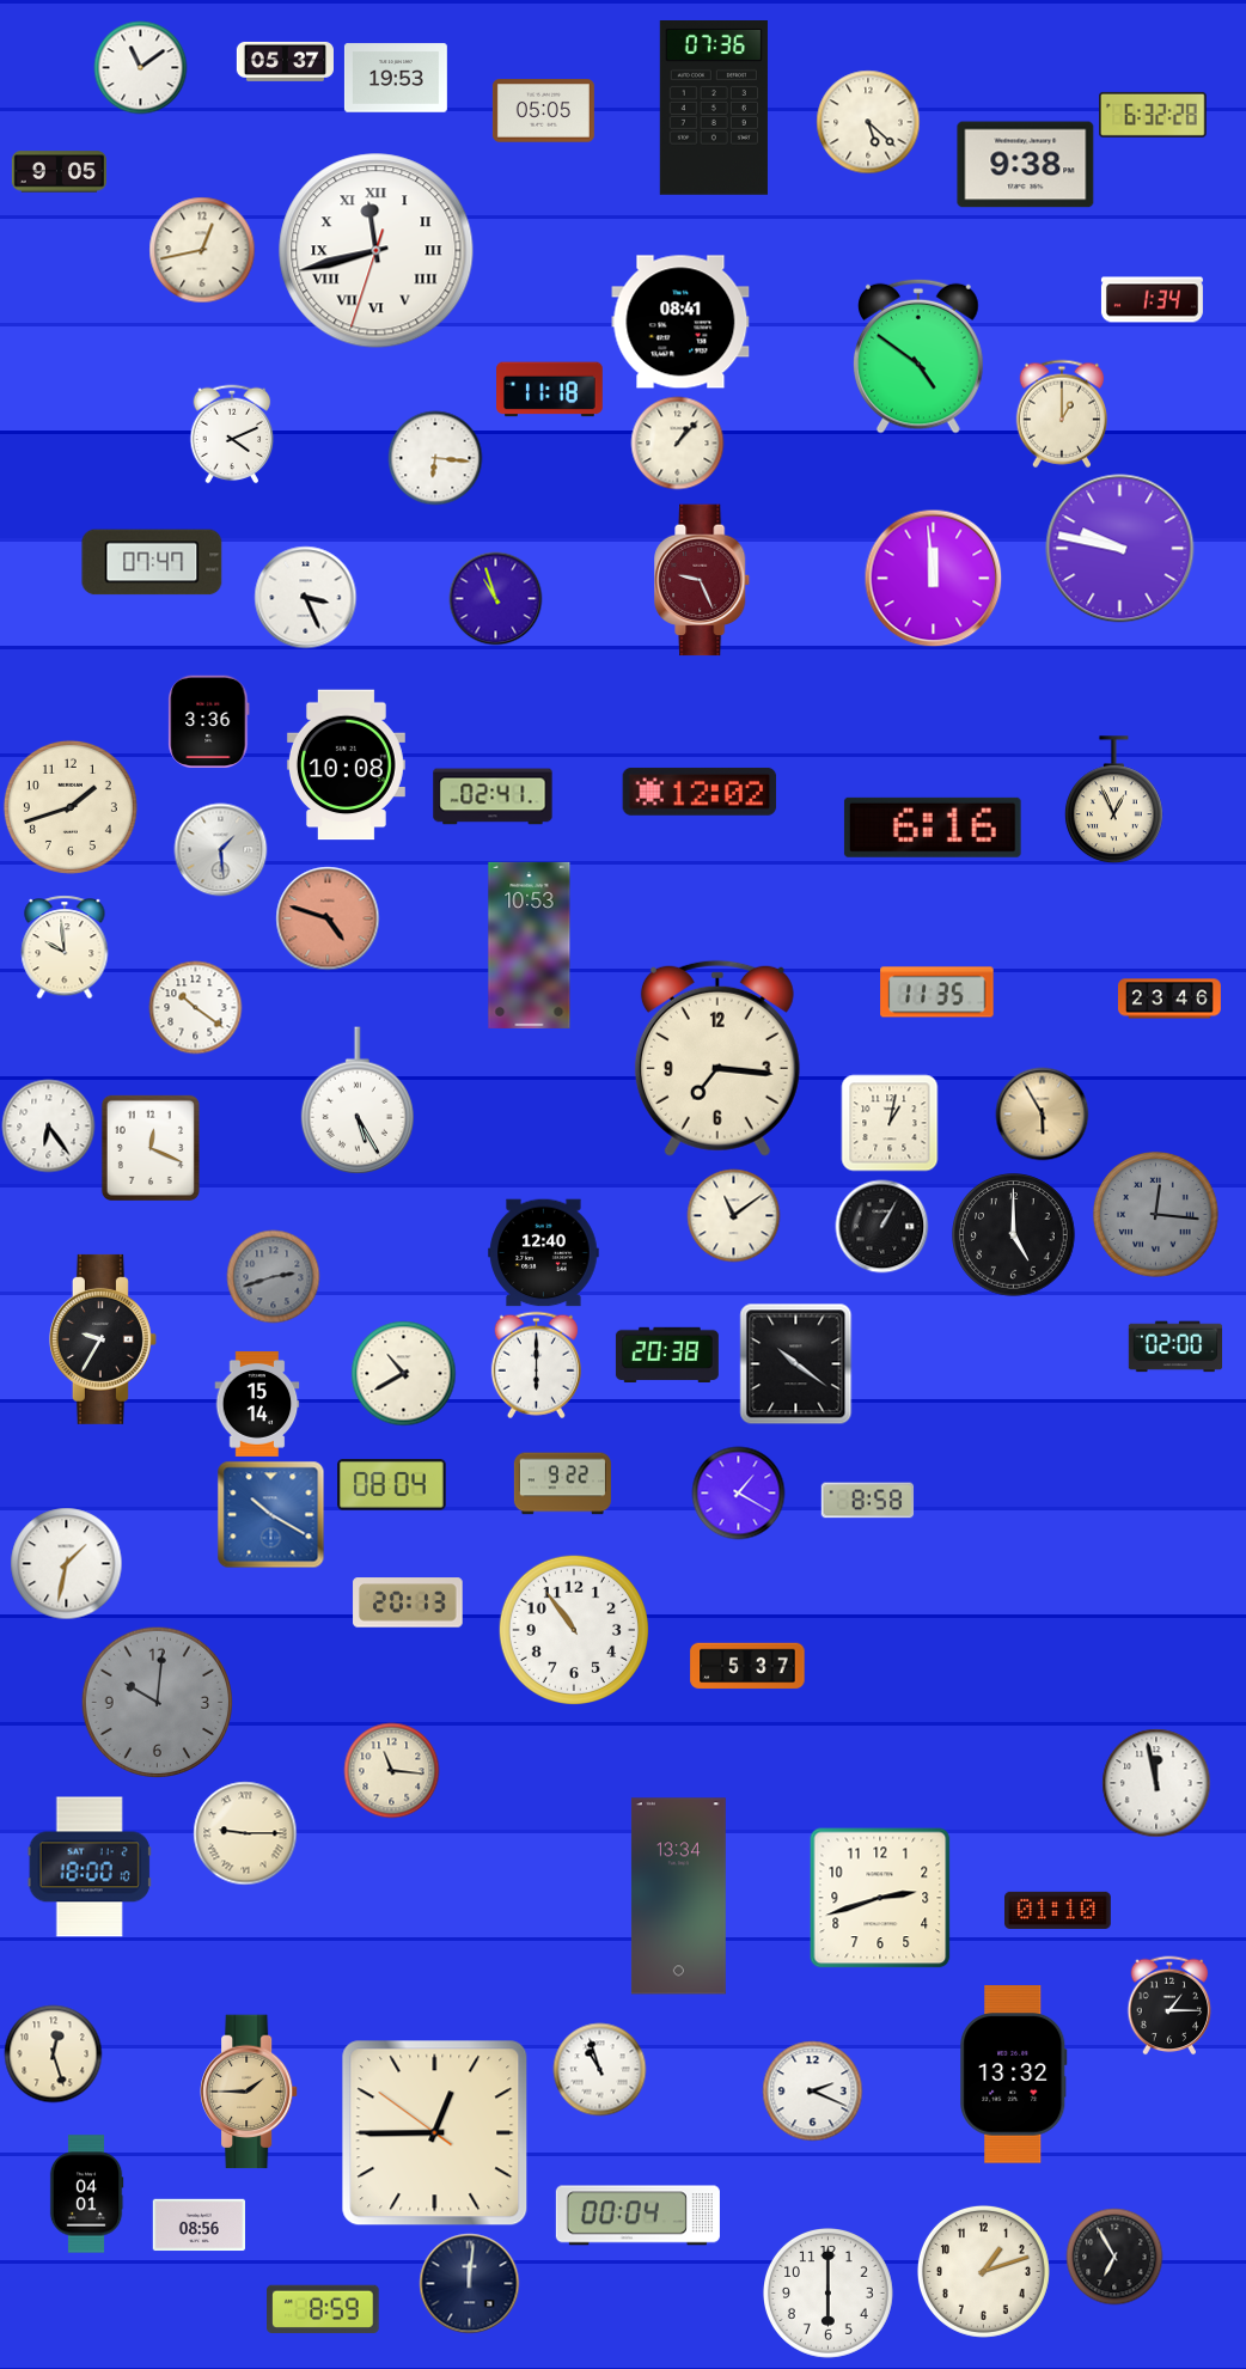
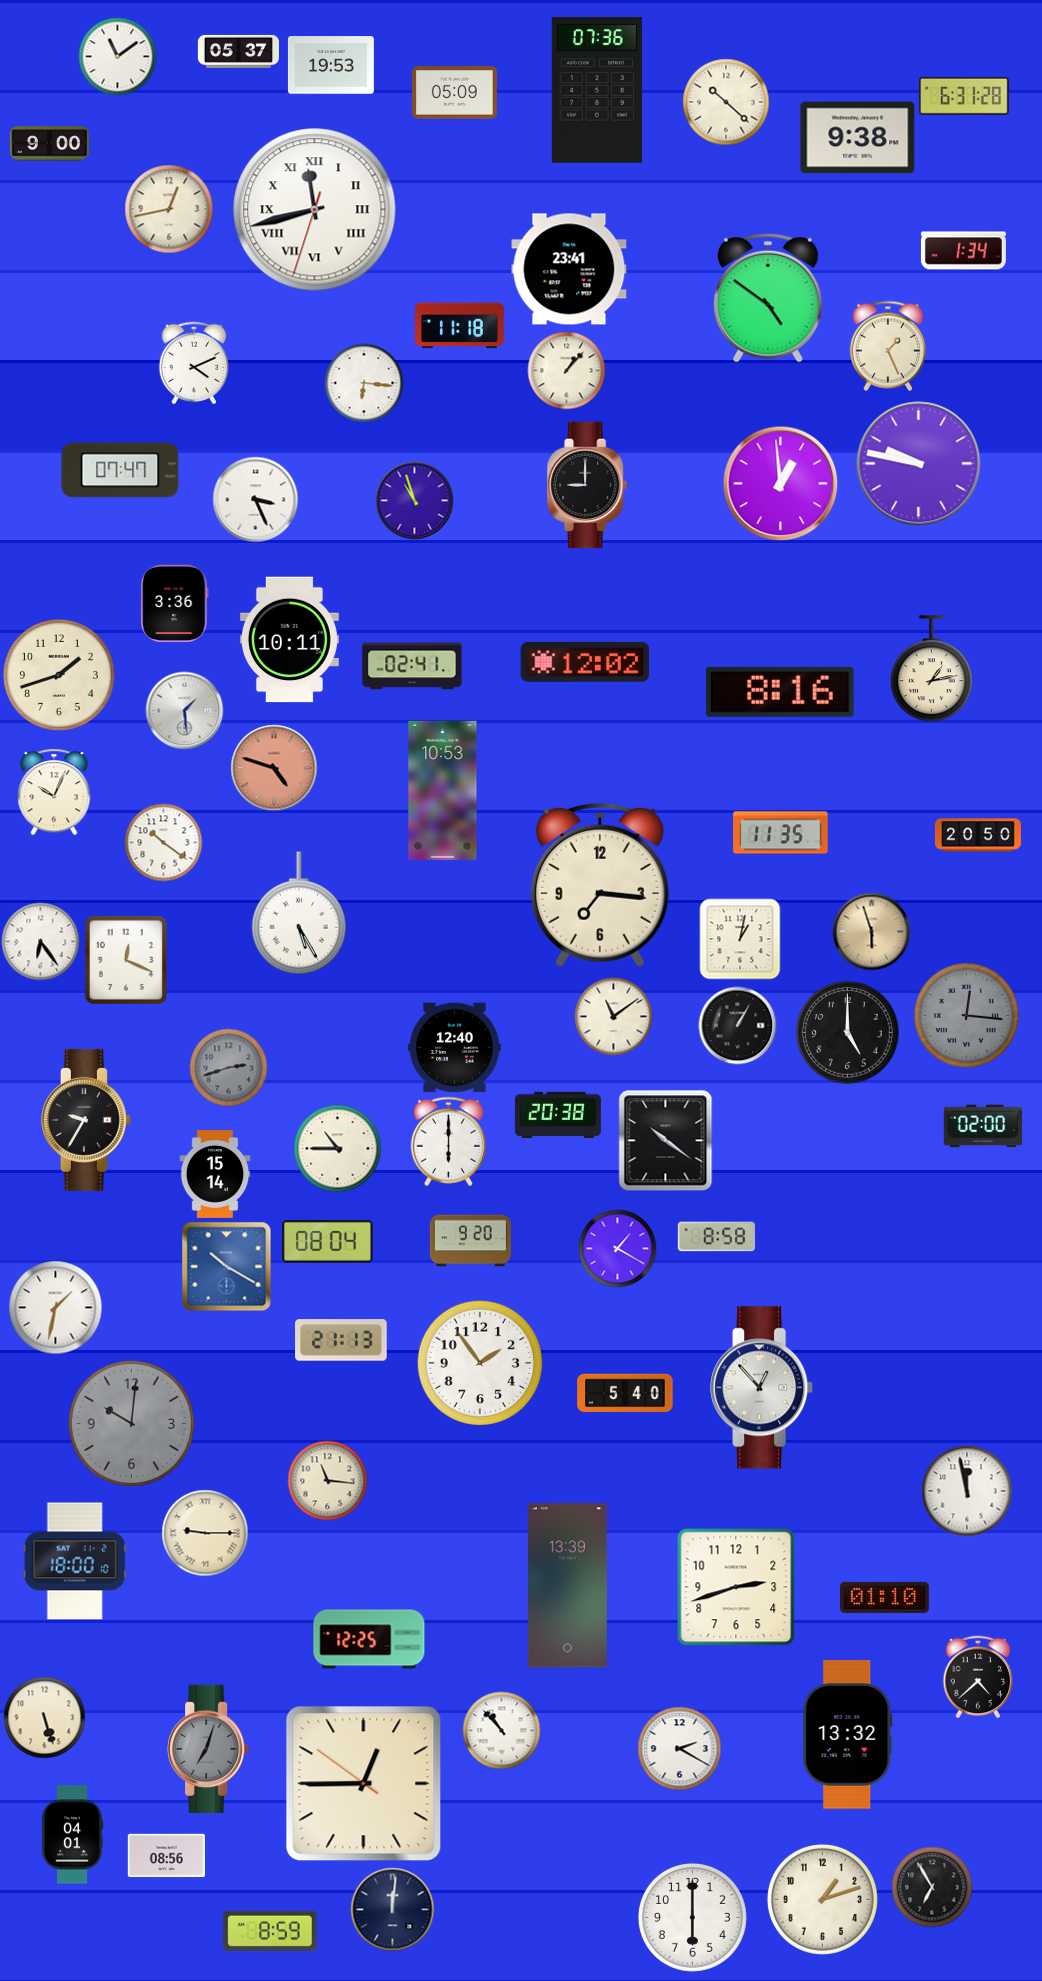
clock at (543, 111): 05:05 -> 05:09
clock at (1154, 115): 6:32 -> 6:31
clock at (868, 122): 5:22 -> 10:22
clock at (59, 172): 9:05 -> 9:00
clock at (680, 322): 08:41 -> 23:41
clock at (1061, 414): 1:00 -> 1:26
clock at (1120, 549) position: (1120, 549) -> (919, 464)
clock at (152, 562) position: (152, 562) -> (120, 470)
clock at (933, 578): 11:59 -> 12:59
clock at (703, 580): 9:26 -> 9:00
clock at (703, 580) dial: burgundy -> black
clock at (346, 765): 10:08 -> 10:11
clock at (1113, 800): 12:56 -> 1:13
clock at (933, 828): 6:16 -> 8:16
clock at (65, 947): 9:59 -> 10:04
clock at (937, 993) position: (937, 993) -> (781, 833)
clock at (1169, 999): 23:46 -> 20:50
clock at (358, 1100) position: (358, 1100) -> (299, 913)
clock at (1042, 1113): 5:55 -> 5:57
clock at (890, 1123) position: (890, 1123) -> (740, 939)
clock at (667, 1354) position: (667, 1354) -> (558, 1114)
clock at (403, 1373): 10:40 -> 10:45
clock at (562, 1484): 9:22 -> 9:20
clock at (867, 1501) position: (867, 1501) -> (716, 1237)
clock at (408, 1602): 20:13 -> 21:13
clock at (573, 1629): 10:54 -> 1:54
clock at (762, 1388): none -> 12:53
clock at (747, 1666): 5:37 -> 5:40
clock at (678, 1897): 13:34 -> 13:39
clock at (369, 1639): none -> 12:25
clock at (1169, 2005): 1:15 -> 4:38
clock at (53, 2053): 12:27 -> 5:27
clock at (599, 2069): 10:57 -> 10:53
clock at (812, 2090): 2:19 -> 2:20
clock at (250, 2092): 1:45 -> 7:03
clock at (250, 2092) dial: champagne -> grey
clock at (637, 2216): 00:04 -> none
clock at (198, 2225) position: (198, 2225) -> (166, 1856)
